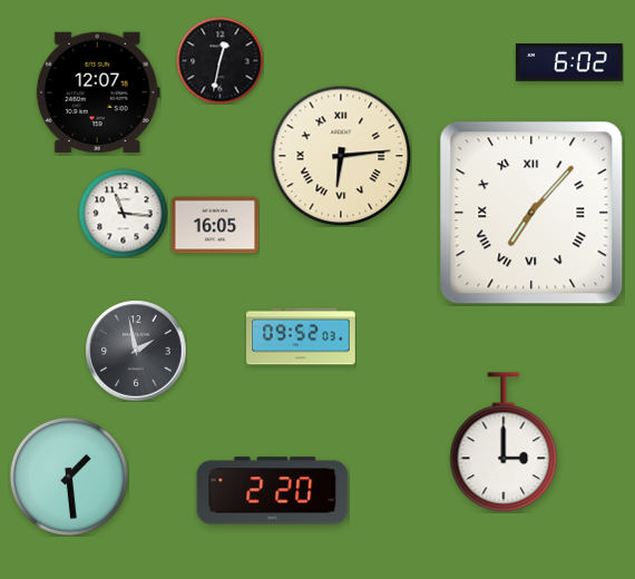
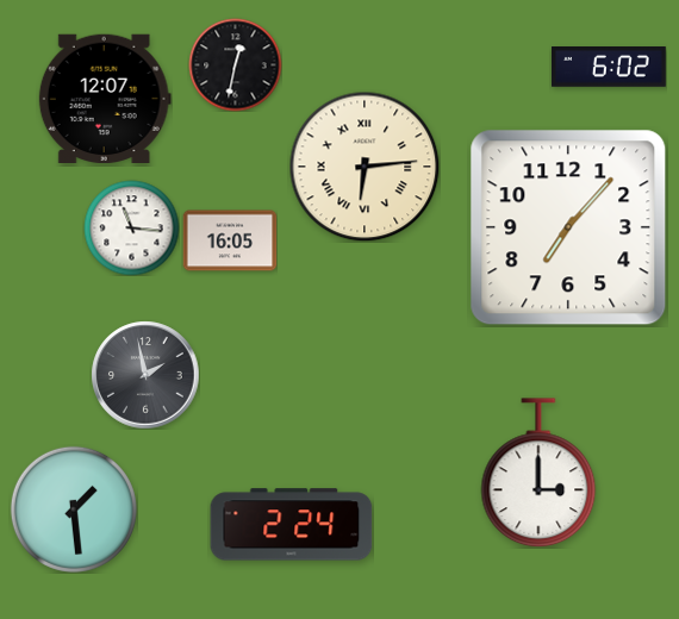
clock at (531, 213) numerals: Roman -> Arabic
clock at (301, 336): 09:52 -> none
clock at (273, 491): 2:20 -> 2:24
